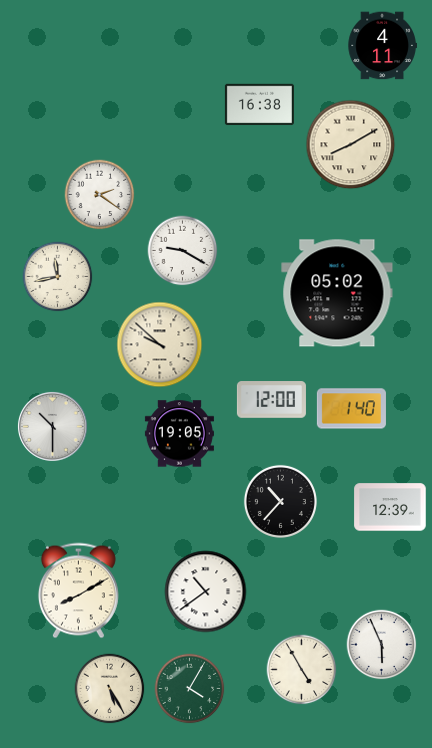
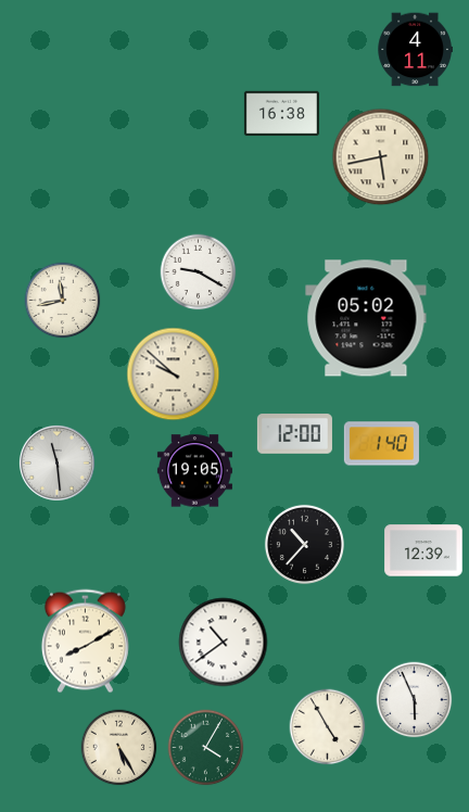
clock at (351, 145): 8:10 -> 5:43
clock at (100, 195): 2:21 -> none
clock at (52, 426): 10:30 -> 11:29
